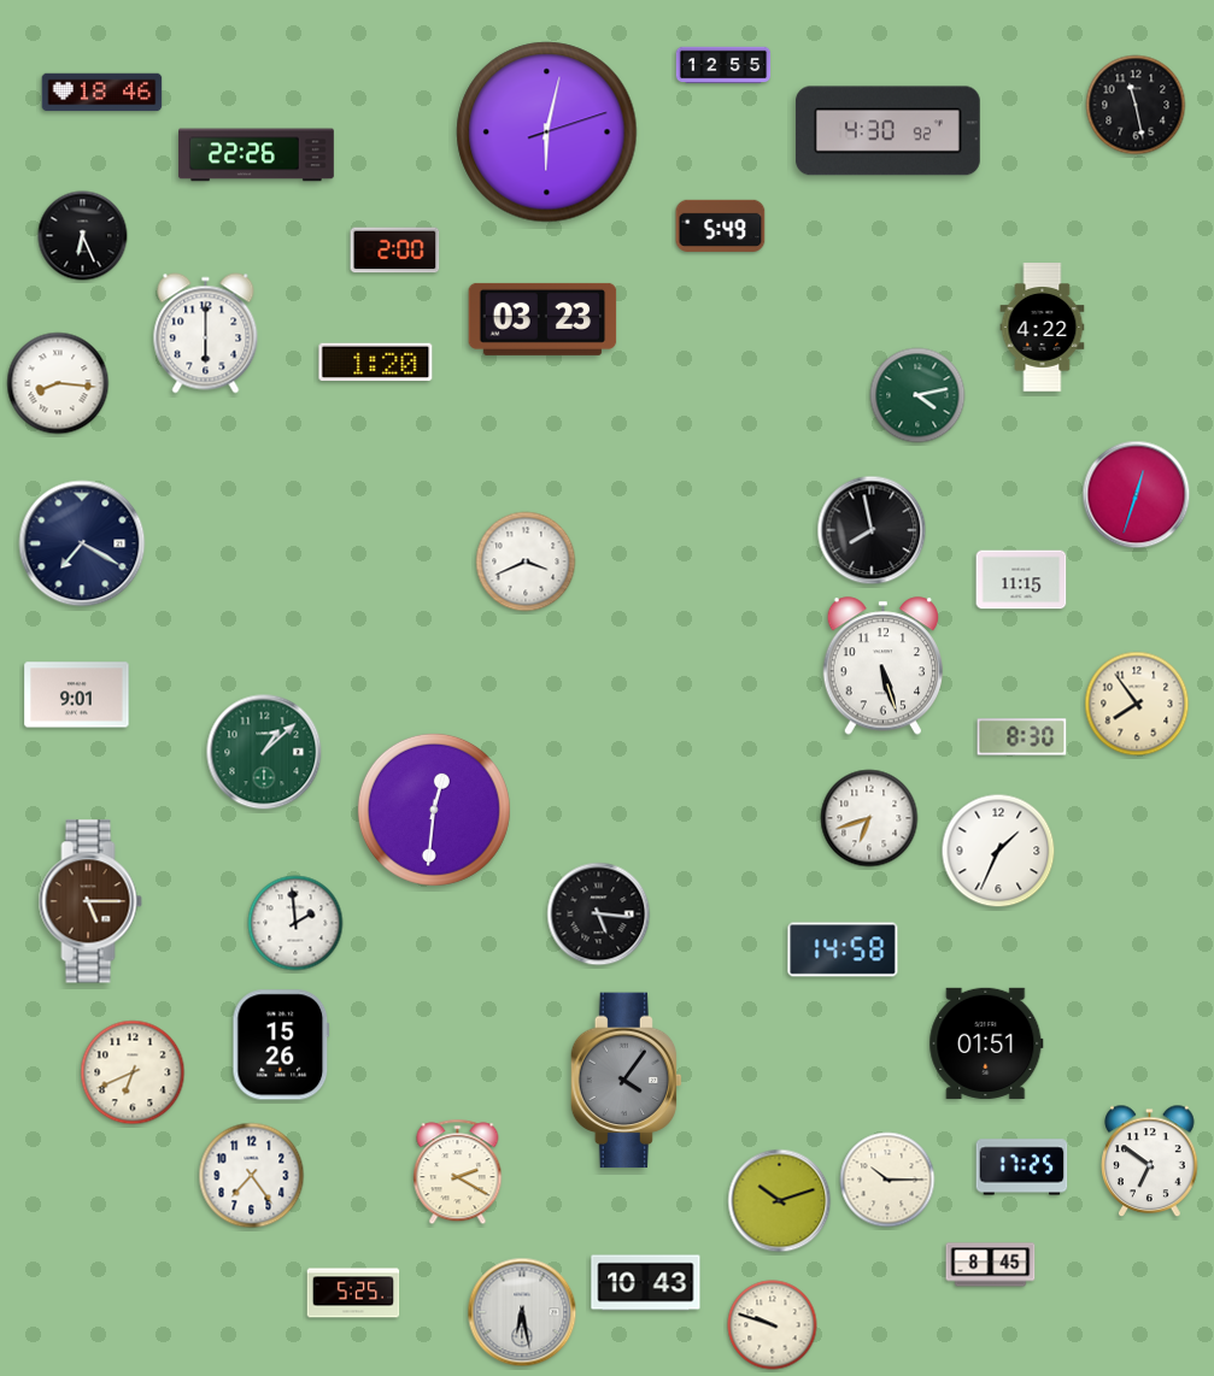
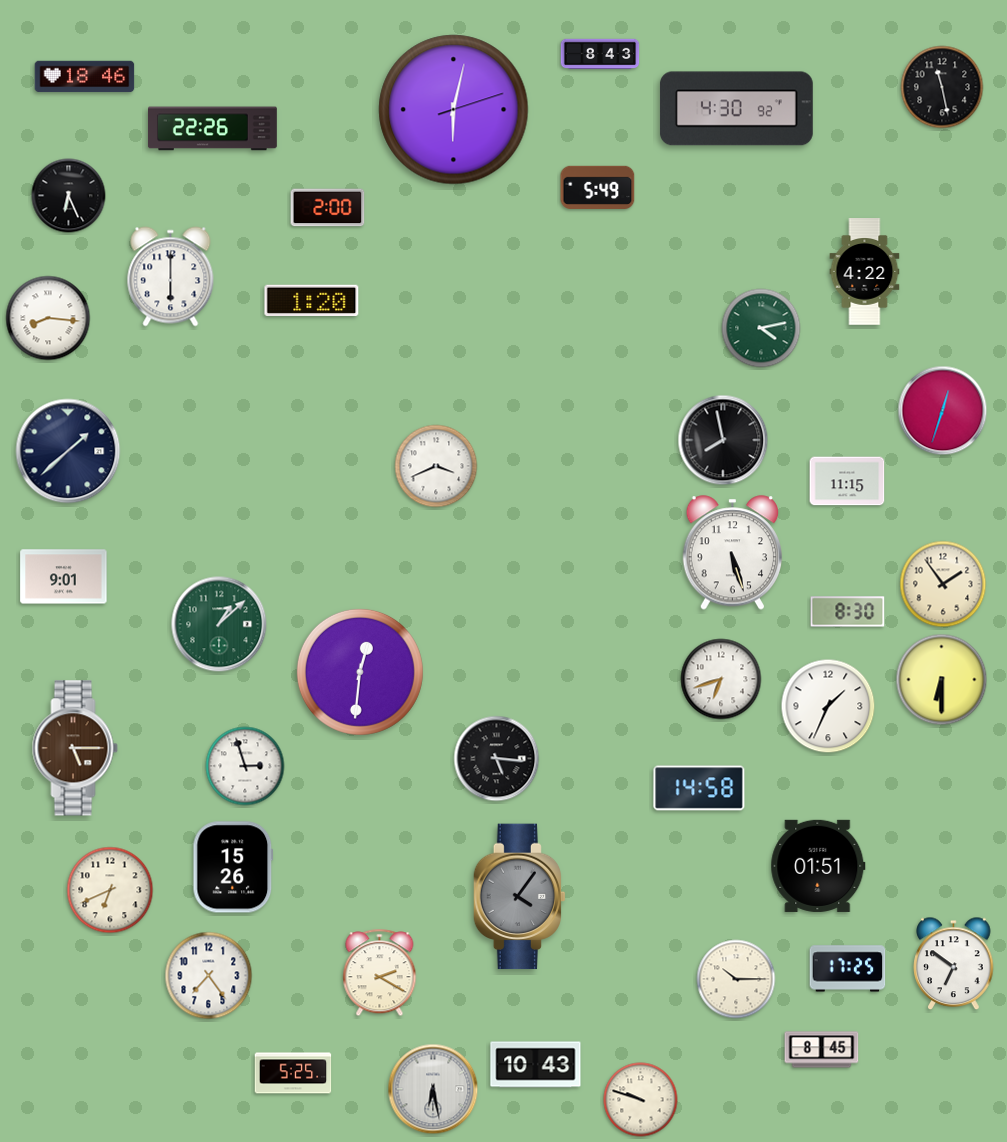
clock at (723, 65): 12:55 -> 8:43
clock at (543, 319): 03:23 -> none
clock at (82, 543): 7:20 -> 1:38
clock at (1137, 704): 7:54 -> 1:54
clock at (942, 680): none -> 6:30
clock at (295, 923): 1:59 -> 2:57
clock at (780, 1201): 10:12 -> none
